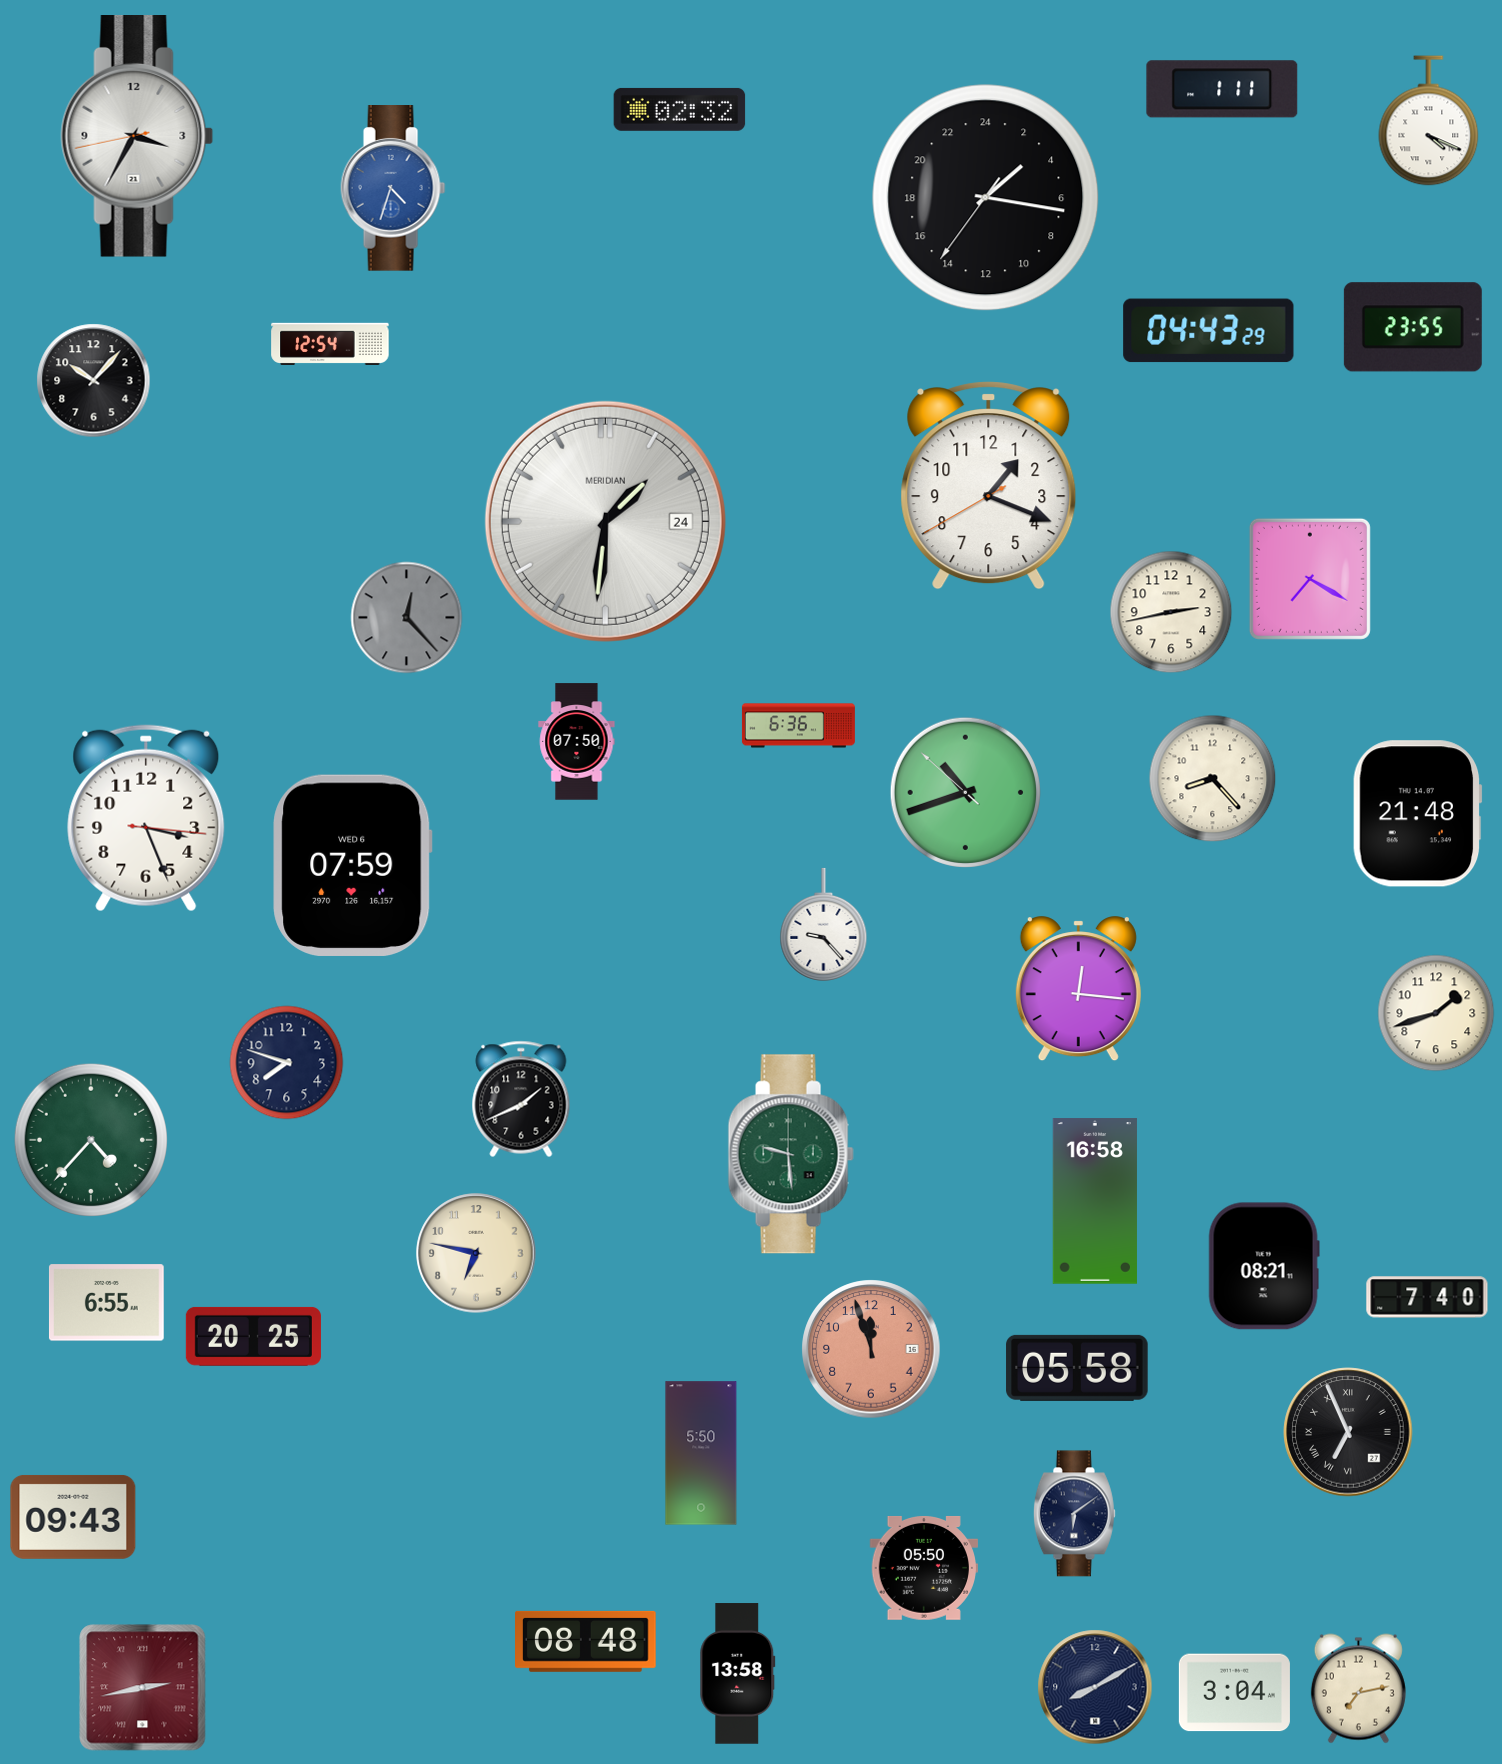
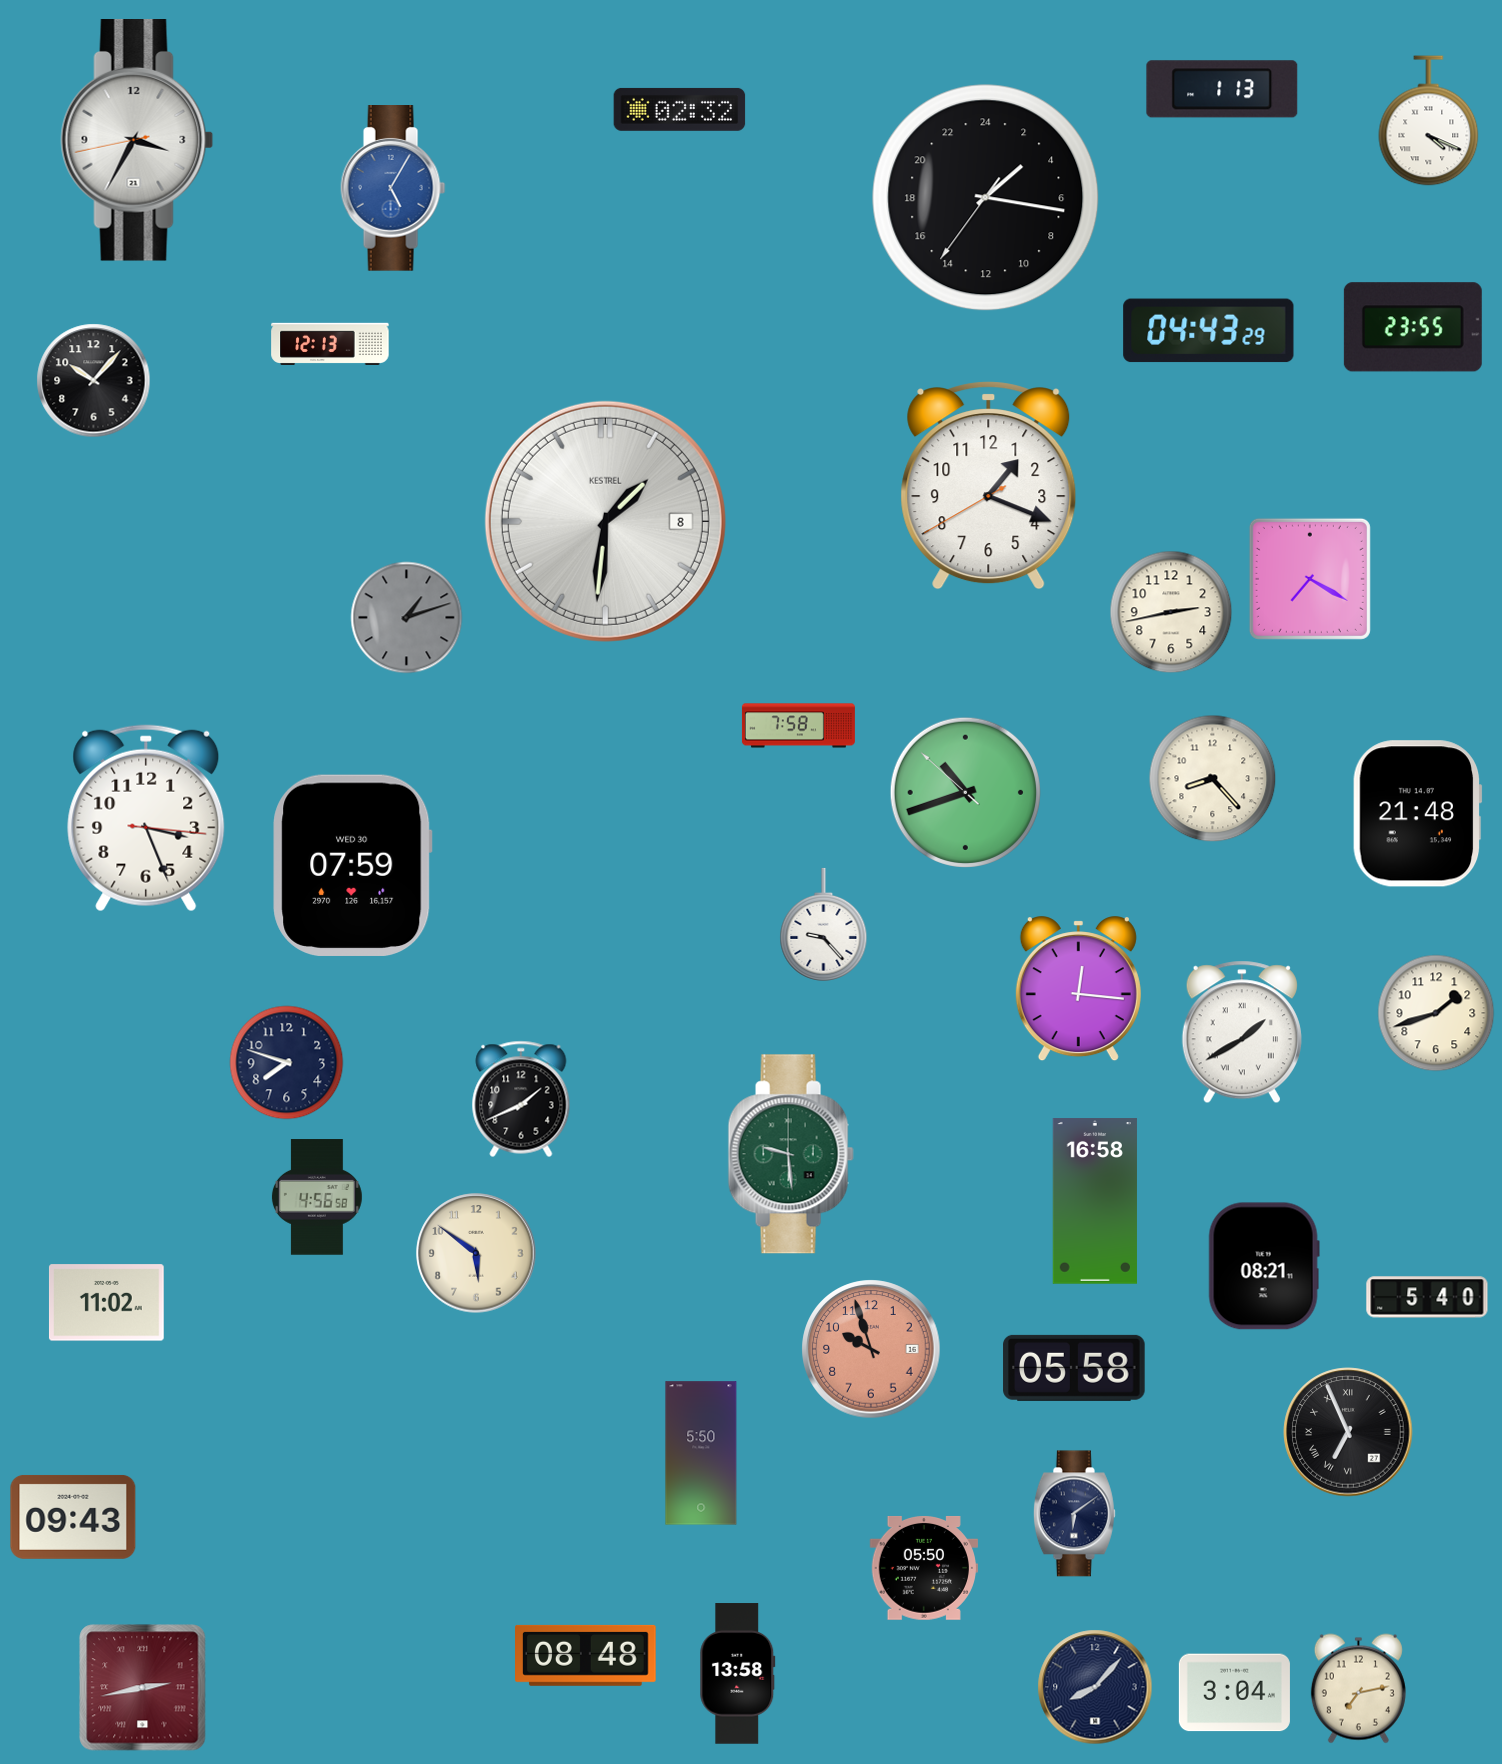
clock at (1222, 89): 1:11 -> 1:13
clock at (137, 137) position: (137, 137) -> (137, 141)
clock at (393, 189): 4:33 -> 5:05
clock at (330, 344): 12:54 -> 12:13
clock at (605, 521) date: 24 -> 8
clock at (605, 521) brand: MERIDIAN -> KESTREL
clock at (407, 618): 12:23 -> 1:12
clock at (798, 726): 6:36 -> 7:58
clock at (577, 742): 07:50 -> none
clock at (353, 865) date: WED 6 -> WED 30
clock at (1242, 1032): none -> 1:40
clock at (91, 1140): 4:37 -> none
clock at (317, 1197): none -> 4:56
clock at (476, 1253): 6:47 -> 5:51
clock at (1427, 1297): 7:40 -> 5:40
clock at (106, 1303): 6:55 -> 11:02
clock at (253, 1336): 20:25 -> none
clock at (871, 1349): 11:57 -> 9:57
clock at (1077, 1368) position: (1077, 1368) -> (1074, 1368)
clock at (586, 1641) position: (586, 1641) -> (586, 1655)
clock at (1095, 1687): 8:10 -> 8:07
